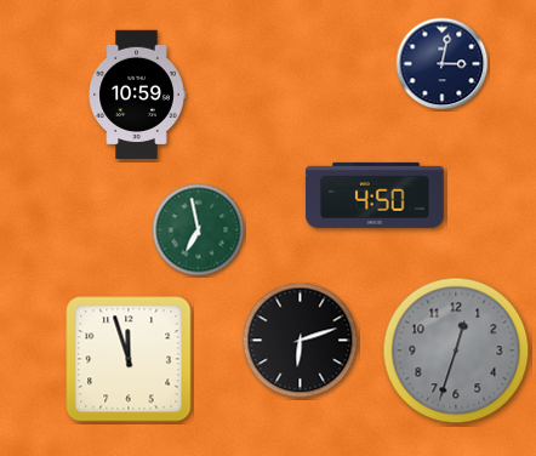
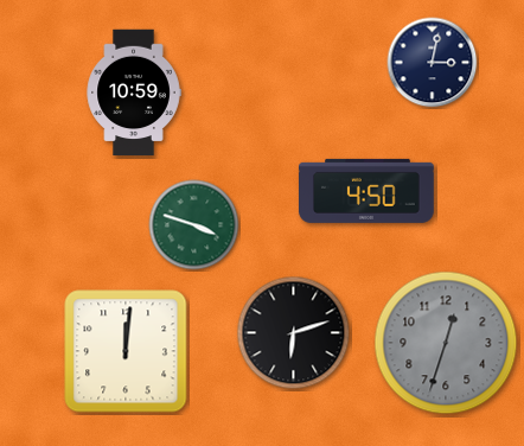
clock at (199, 230): 6:58 -> 3:48
clock at (129, 359): 11:57 -> 12:01
